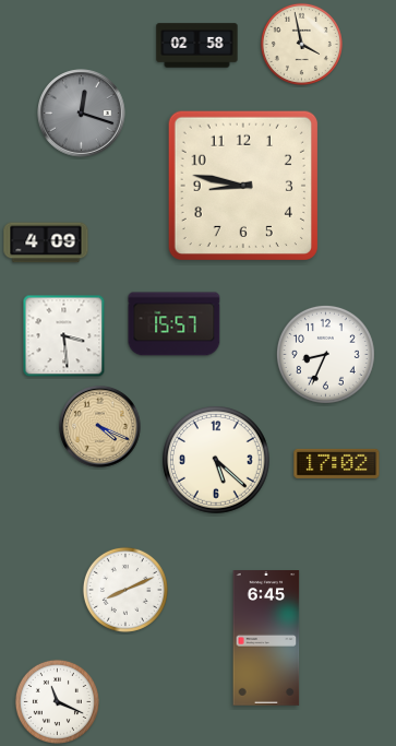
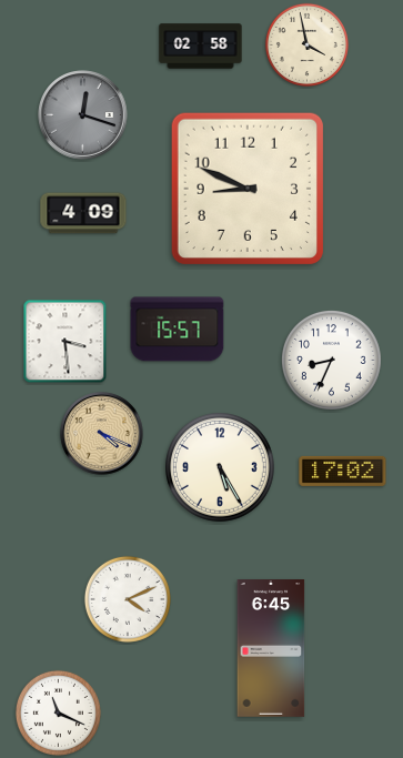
clock at (243, 186): 8:47 -> 8:49
clock at (46, 242) position: (46, 242) -> (83, 213)
clock at (217, 461): 5:22 -> 5:25
clock at (125, 590): 8:11 -> 4:11
